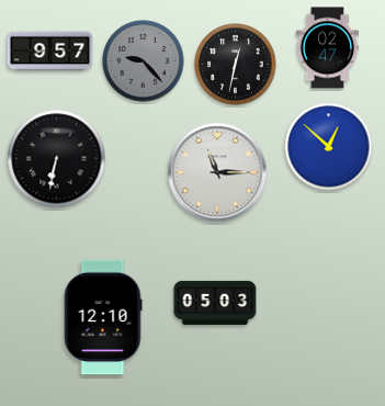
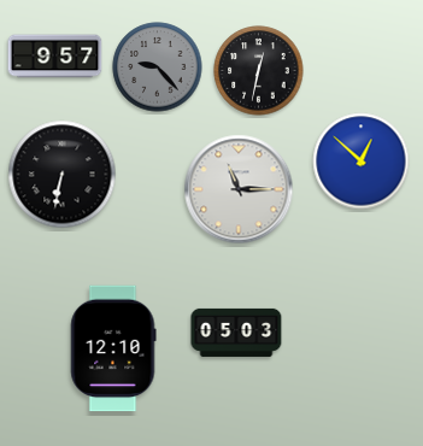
clock at (327, 48): 02:47 -> none
